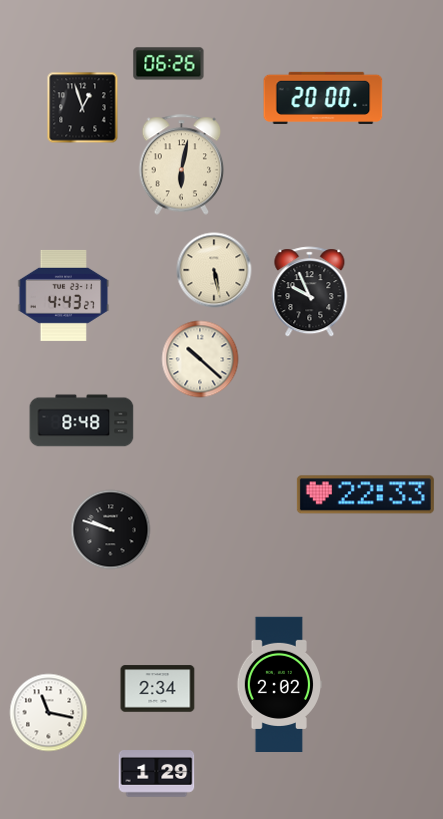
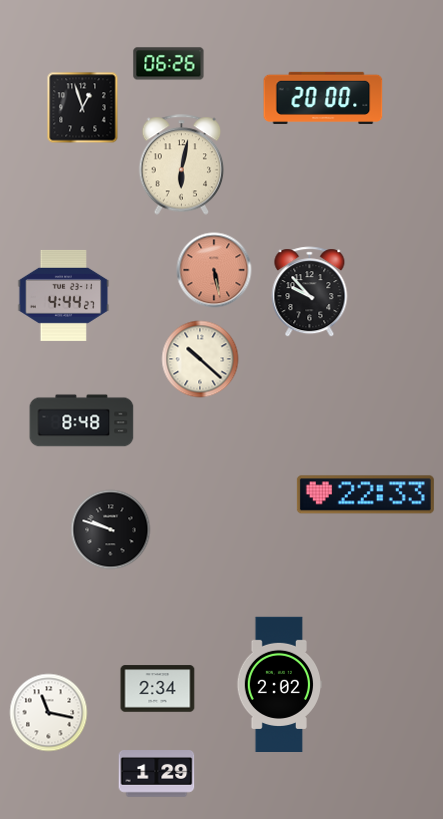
clock at (214, 270) dial: cream -> salmon
clock at (310, 292): 9:56 -> 9:53
clock at (64, 295): 4:43 -> 4:44
